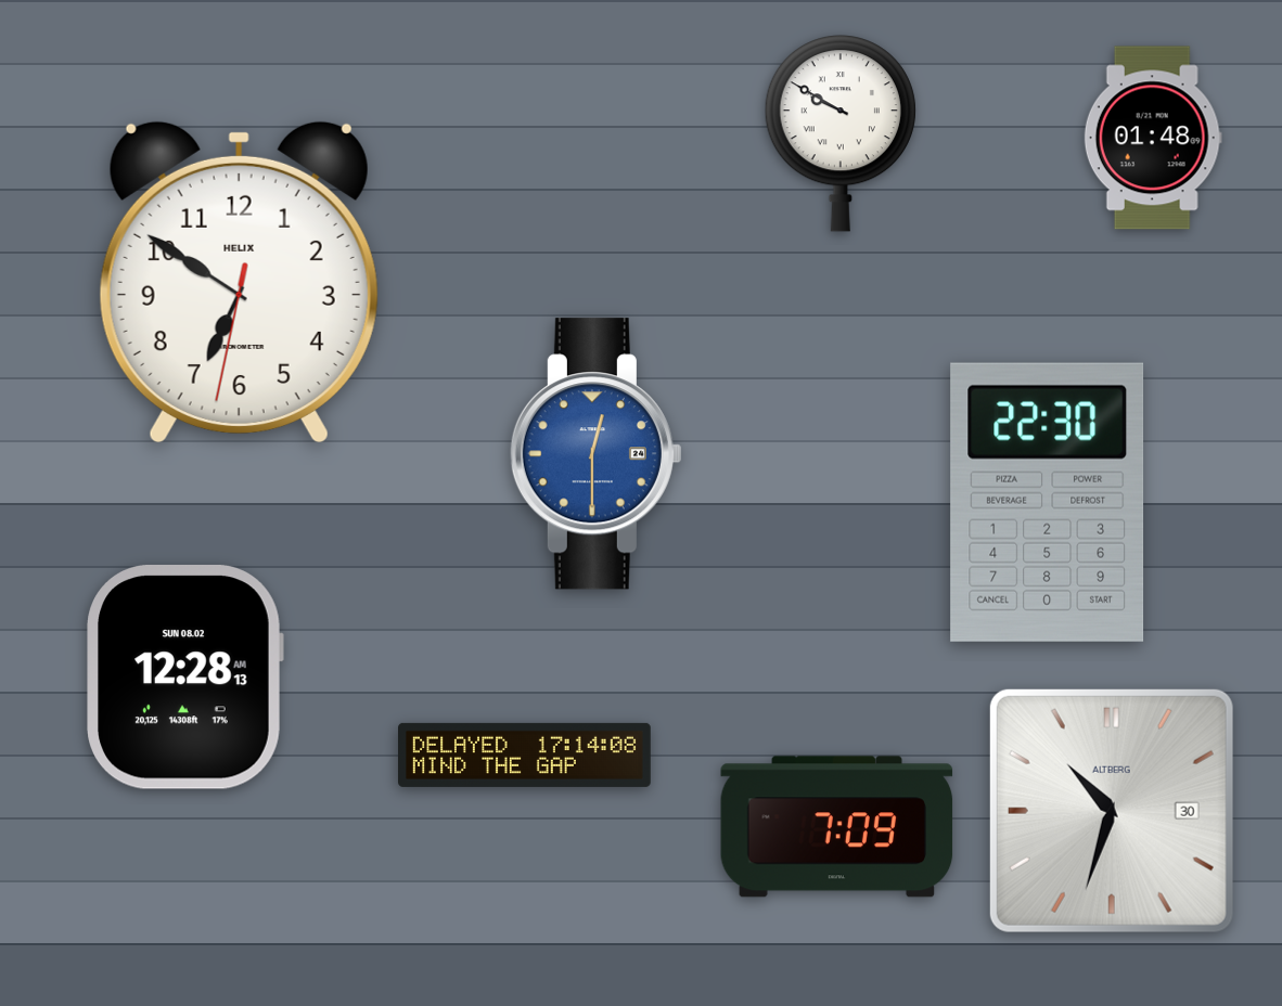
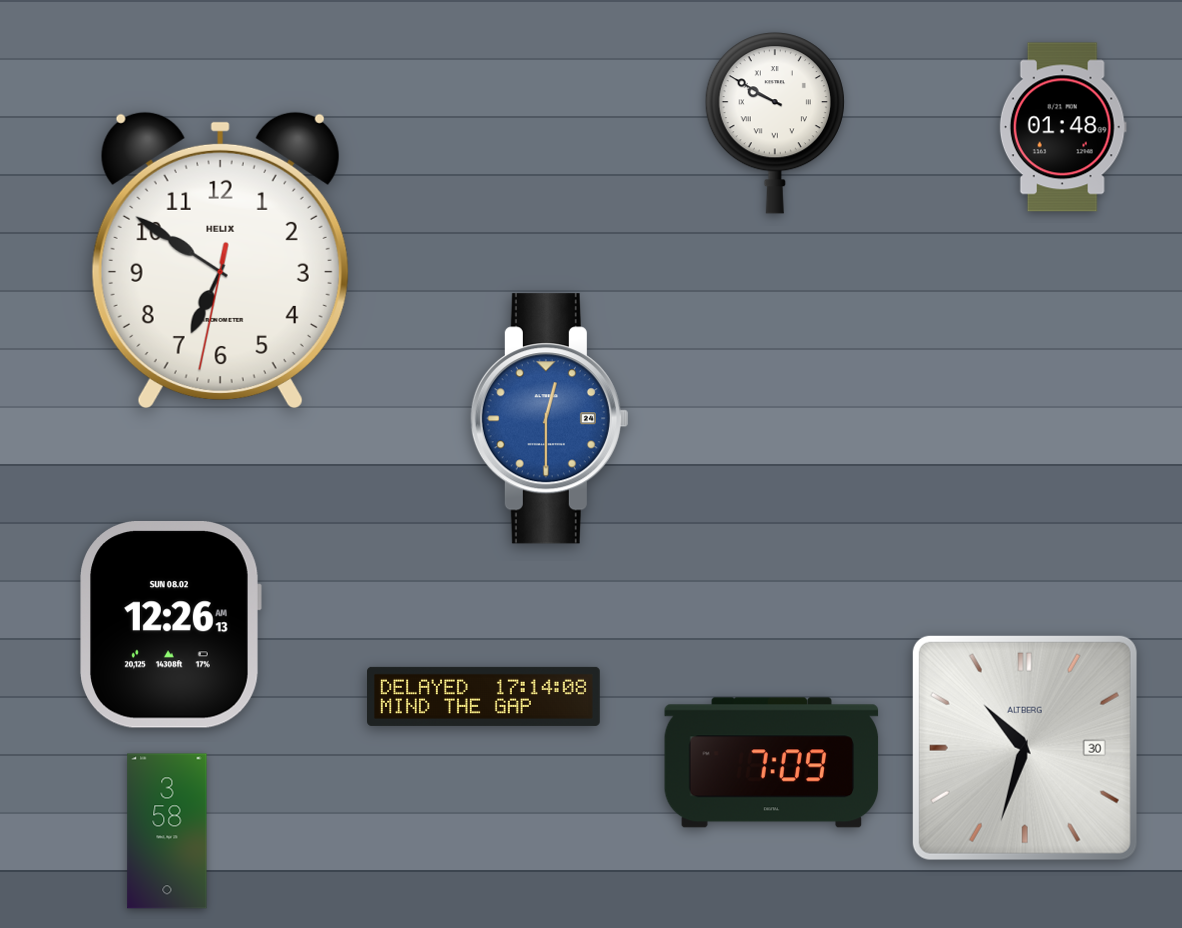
clock at (1048, 502): 22:30 -> none
clock at (184, 676): 12:28 -> 12:26
clock at (167, 831): none -> 3:58
